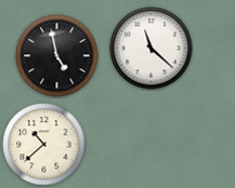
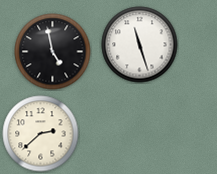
clock at (152, 49): 11:22 -> 11:27
clock at (44, 145): 10:38 -> 2:38
